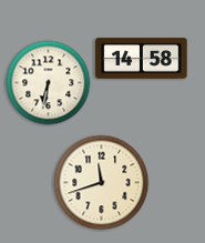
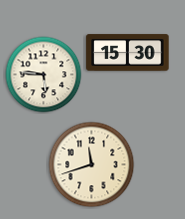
clock at (142, 59): 14:58 -> 15:30
clock at (49, 83): 6:32 -> 5:46
